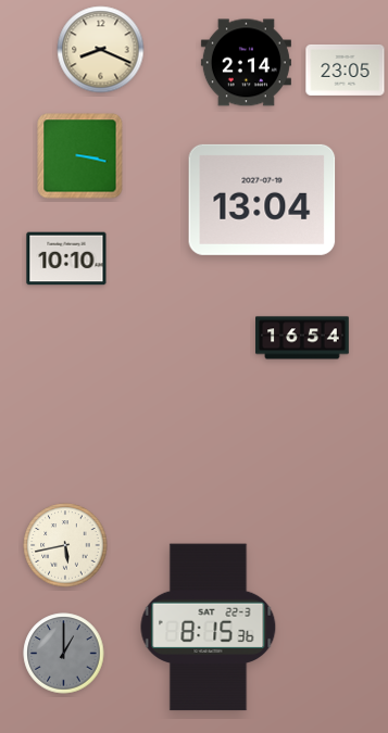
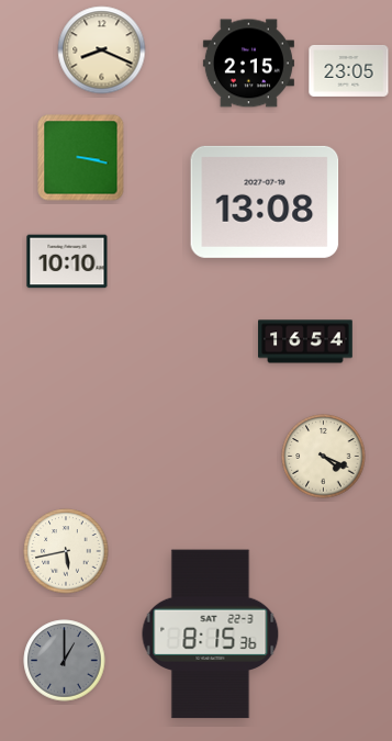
clock at (246, 63): 2:14 -> 2:15
clock at (262, 200): 13:04 -> 13:08
clock at (324, 457): none -> 4:19
